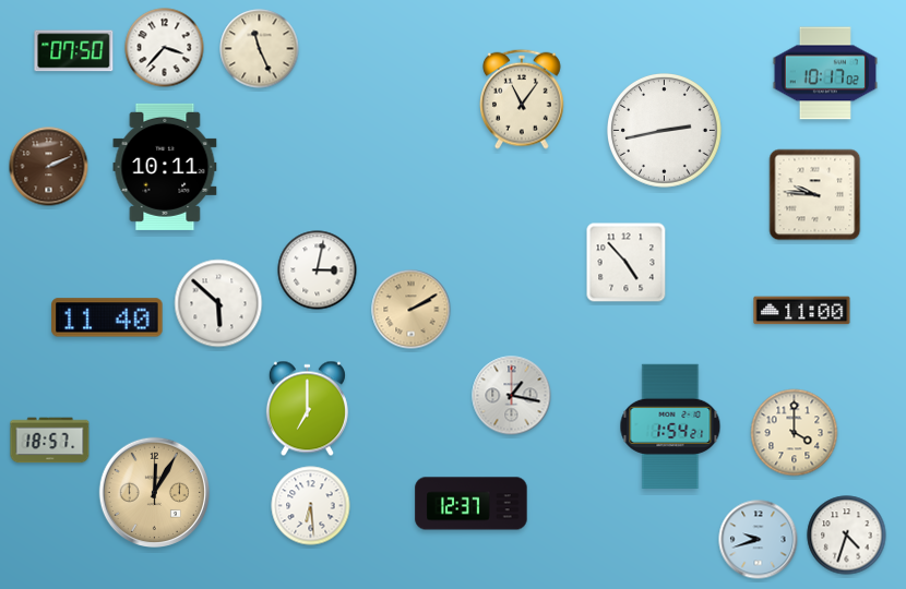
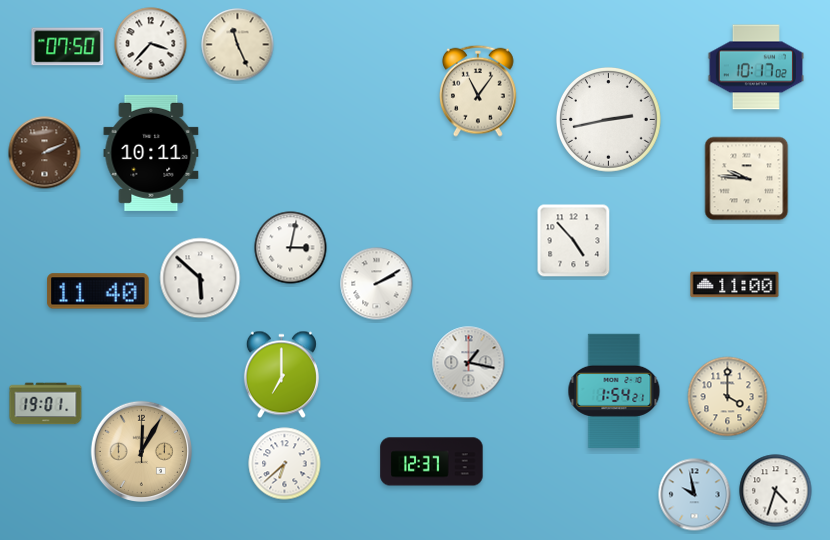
clock at (412, 310) dial: champagne -> white
clock at (50, 441): 18:57 -> 19:01
clock at (311, 506): 6:29 -> 6:38
clock at (759, 540): 9:42 -> 9:58
